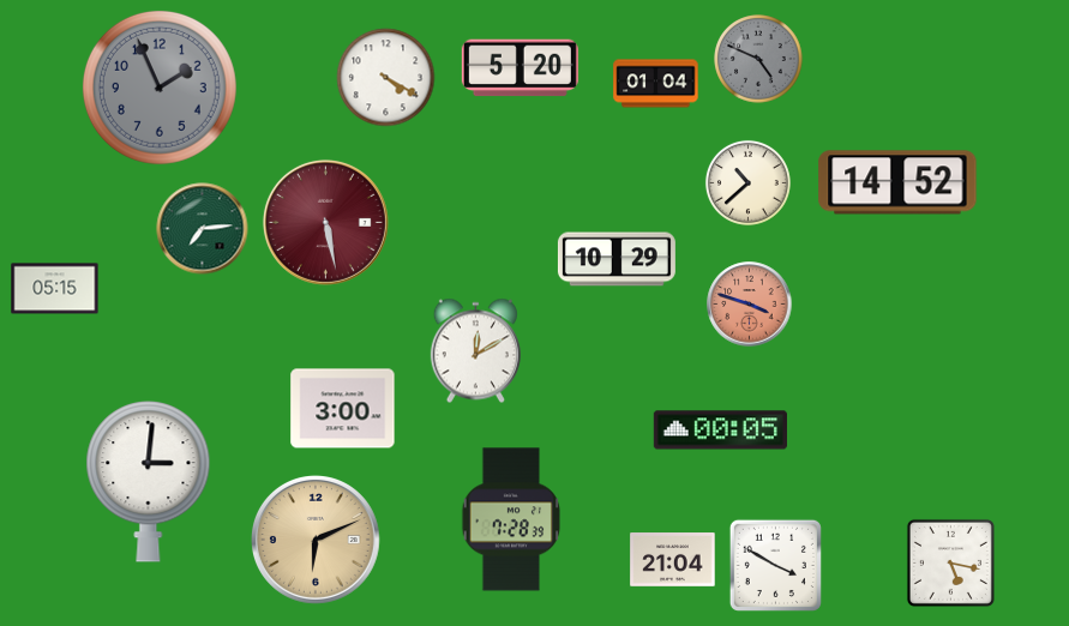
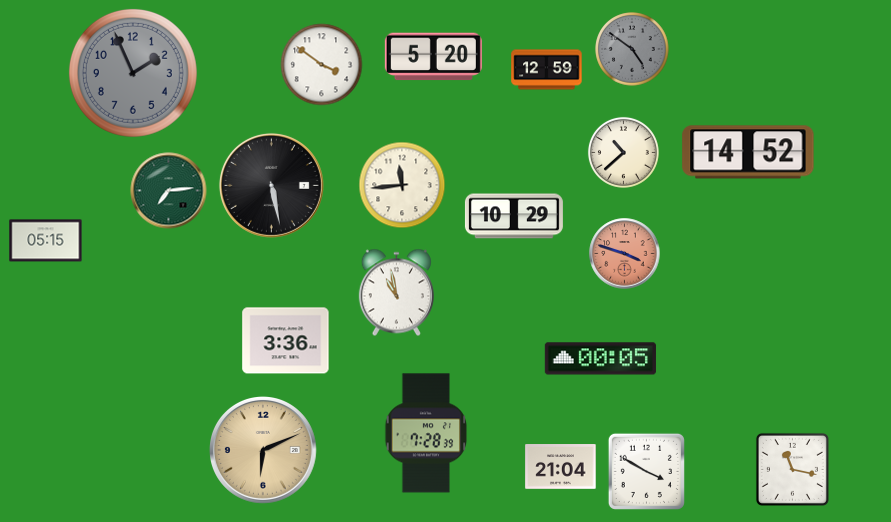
clock at (758, 59): 4:49 -> 4:51
clock at (386, 78): 4:20 -> 3:51
clock at (656, 84): 01:04 -> 12:59
clock at (325, 222) dial: burgundy -> black
clock at (402, 185): none -> 11:44
clock at (475, 351): 12:10 -> 10:58
clock at (343, 409): 3:00 -> 3:36
clock at (149, 482): 3:01 -> none
clock at (950, 562): 5:17 -> 11:17
